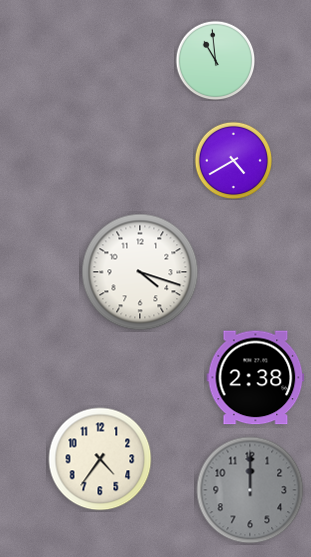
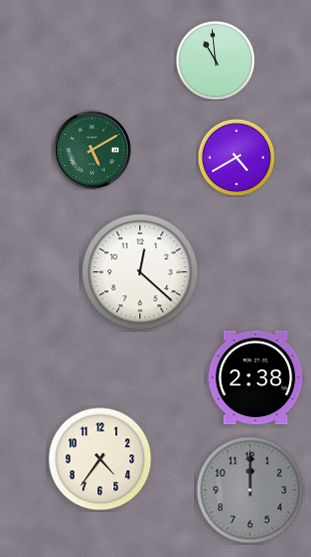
clock at (92, 150): none -> 5:10
clock at (233, 160) position: (233, 160) -> (236, 157)
clock at (140, 272): 4:18 -> 12:22
